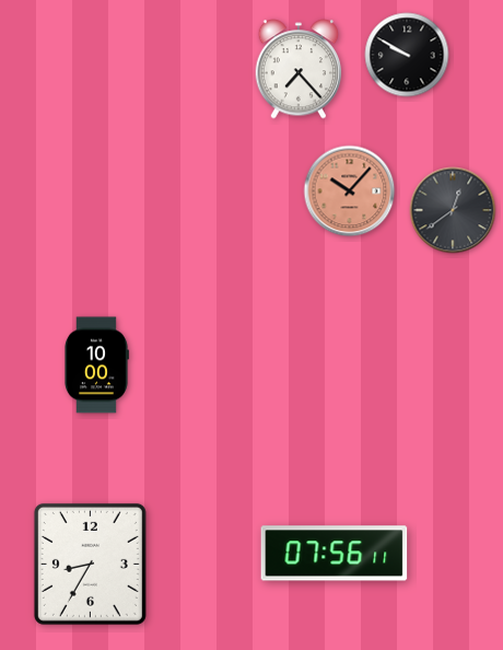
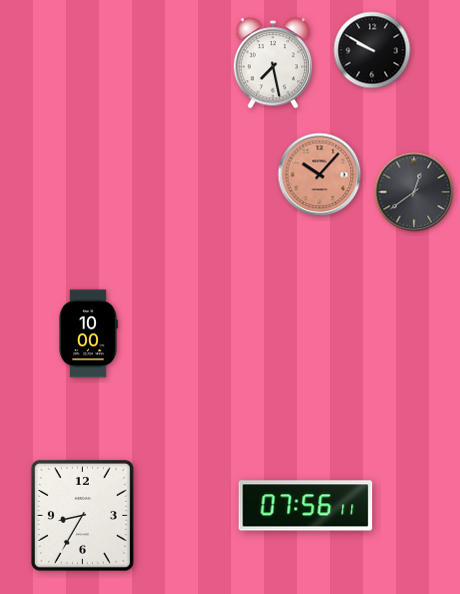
clock at (299, 69): 7:23 -> 7:28
